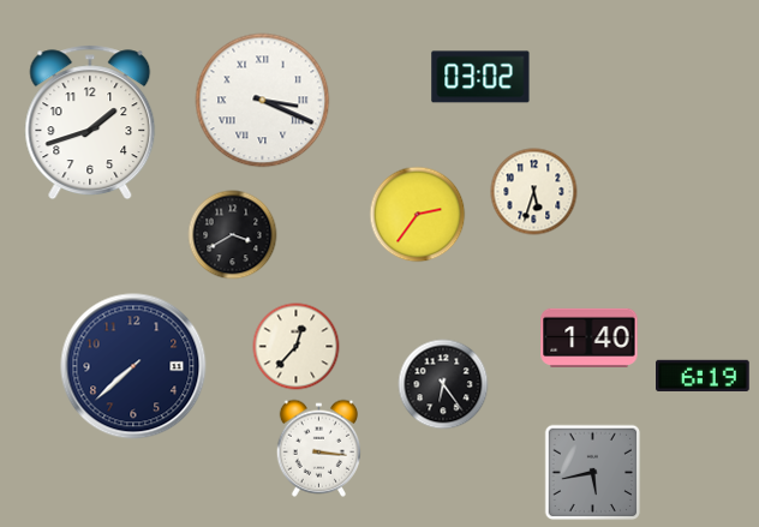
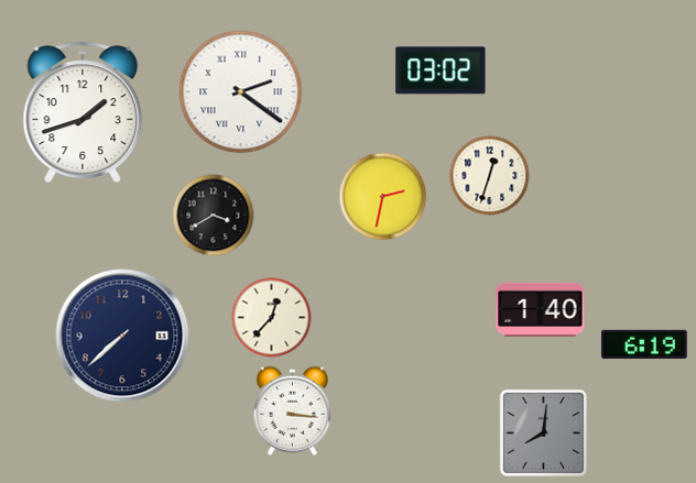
clock at (263, 101): 3:19 -> 2:21
clock at (534, 192): 5:33 -> 12:33
clock at (418, 215): 2:36 -> 2:32
clock at (443, 384): 6:24 -> none
clock at (593, 473): 5:43 -> 8:01
